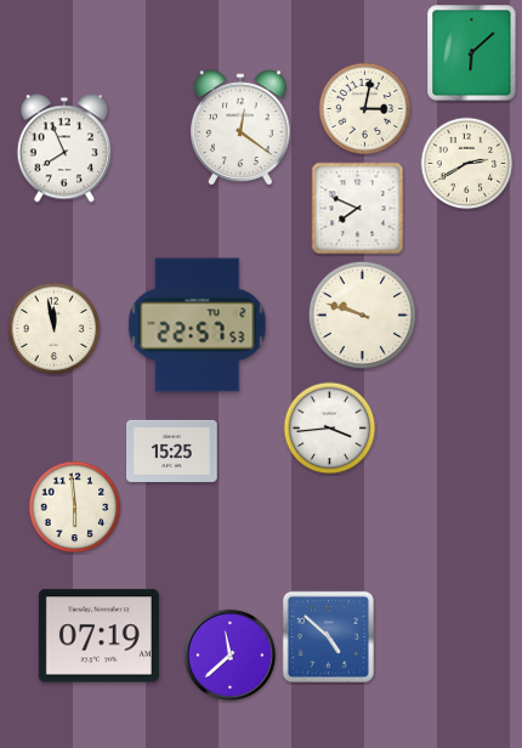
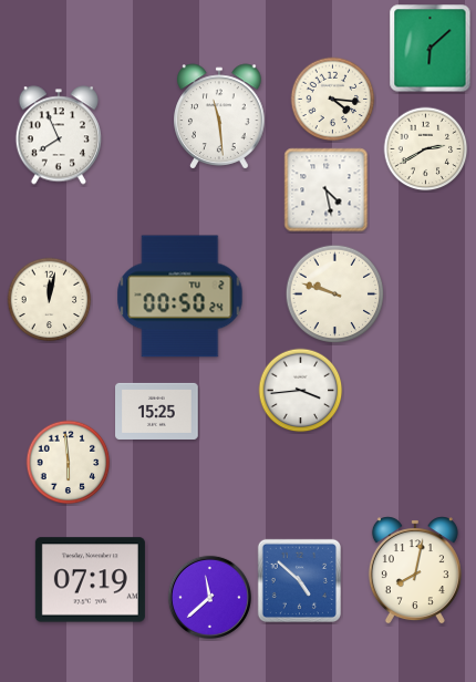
clock at (365, 109): 3:02 -> 4:16
clock at (240, 127): 12:21 -> 11:29
clock at (358, 209): 7:49 -> 4:28
clock at (363, 316) position: (363, 316) -> (335, 294)
clock at (198, 325): 22:57 -> 00:50
clock at (55, 329): 11:58 -> 12:02
clock at (415, 570): none -> 8:02
